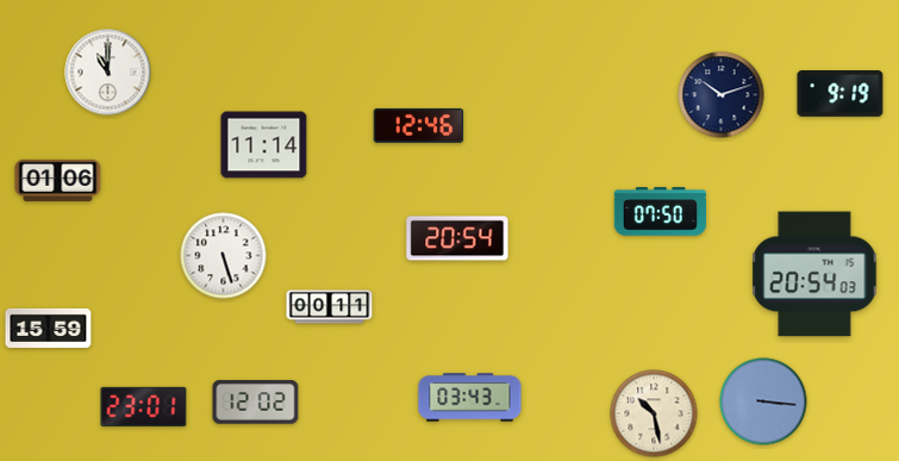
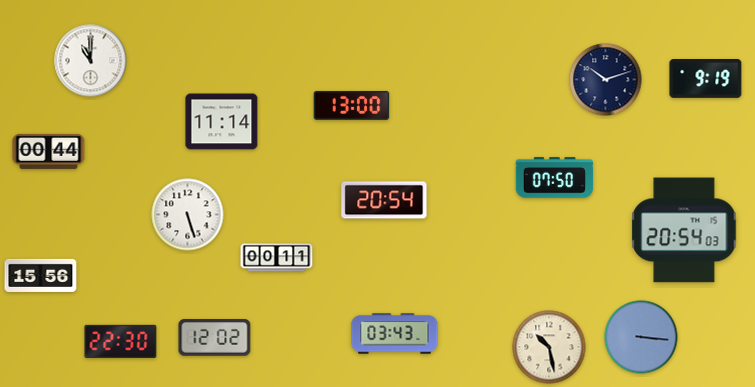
clock at (419, 125): 12:46 -> 13:00
clock at (58, 180): 01:06 -> 00:44
clock at (49, 328): 15:59 -> 15:56
clock at (144, 406): 23:01 -> 22:30
